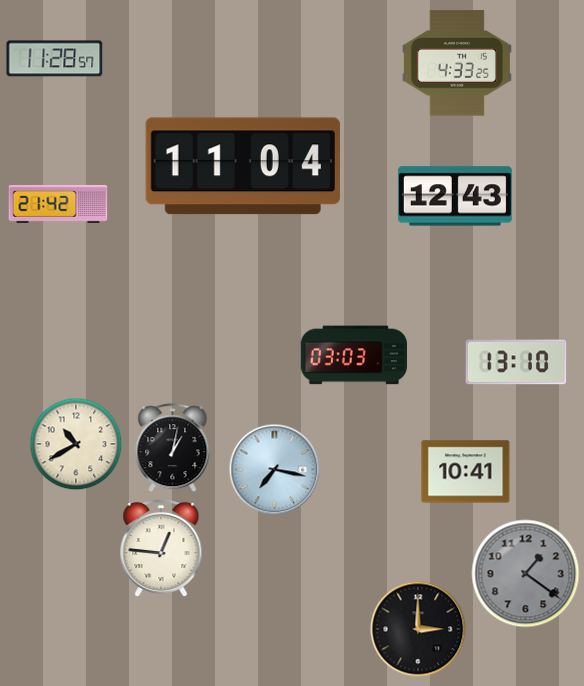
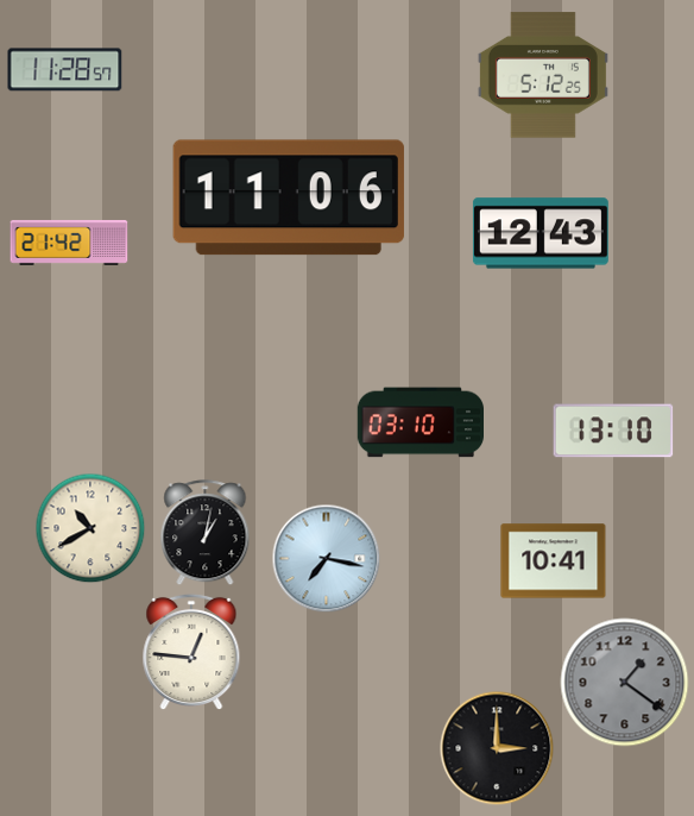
clock at (457, 63): 4:33 -> 5:12
clock at (243, 166): 11:04 -> 11:06
clock at (353, 355): 03:03 -> 03:10
